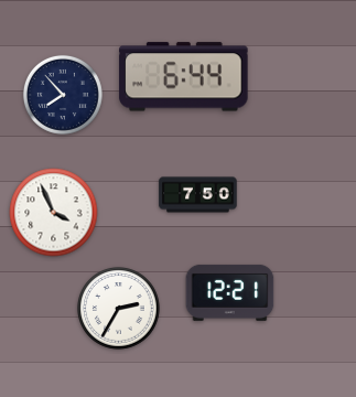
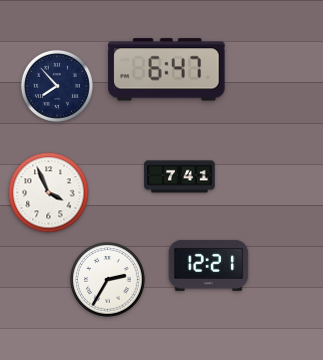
clock at (184, 77): 6:44 -> 6:47
clock at (198, 195): 7:50 -> 7:41
